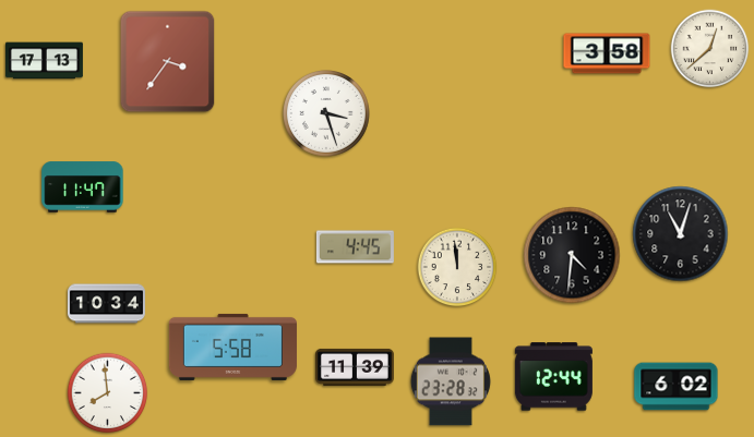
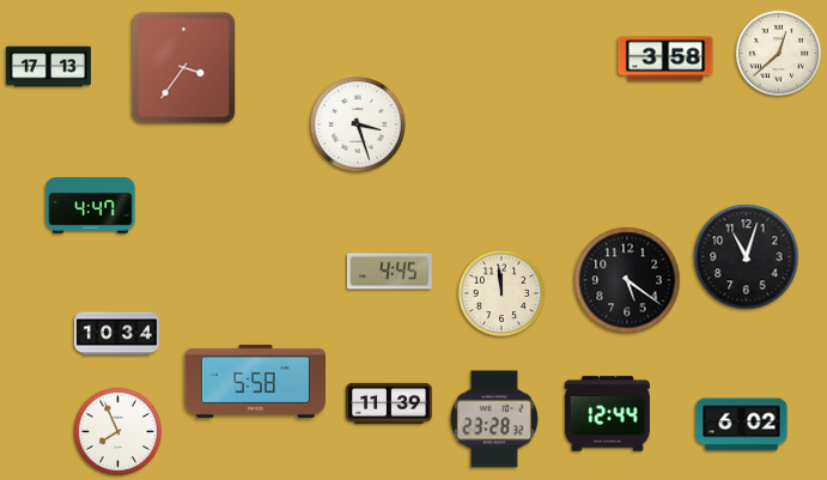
clock at (83, 187): 11:47 -> 4:47
clock at (572, 255): 4:31 -> 5:21
clock at (108, 393): 7:59 -> 7:56
